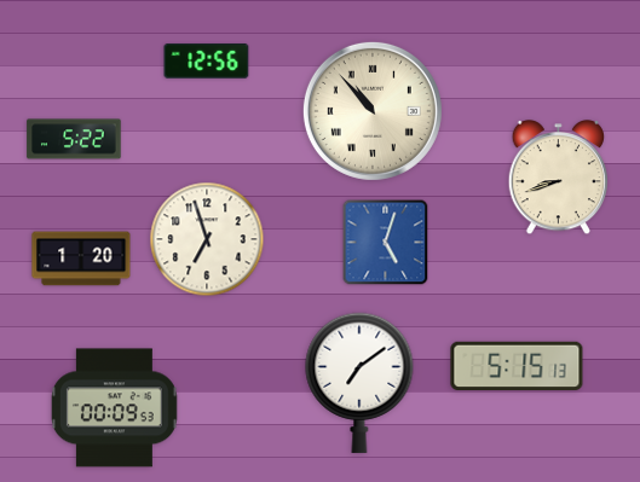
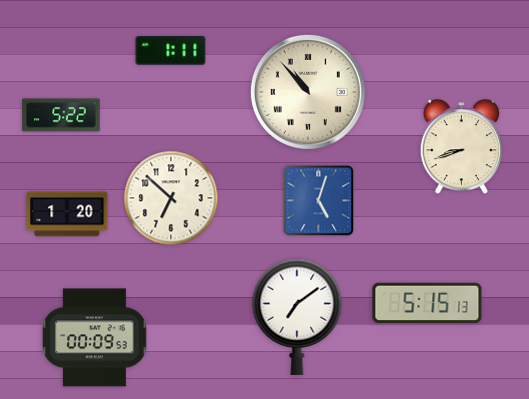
clock at (207, 62): 12:56 -> 1:11
clock at (207, 239): 6:57 -> 6:52
